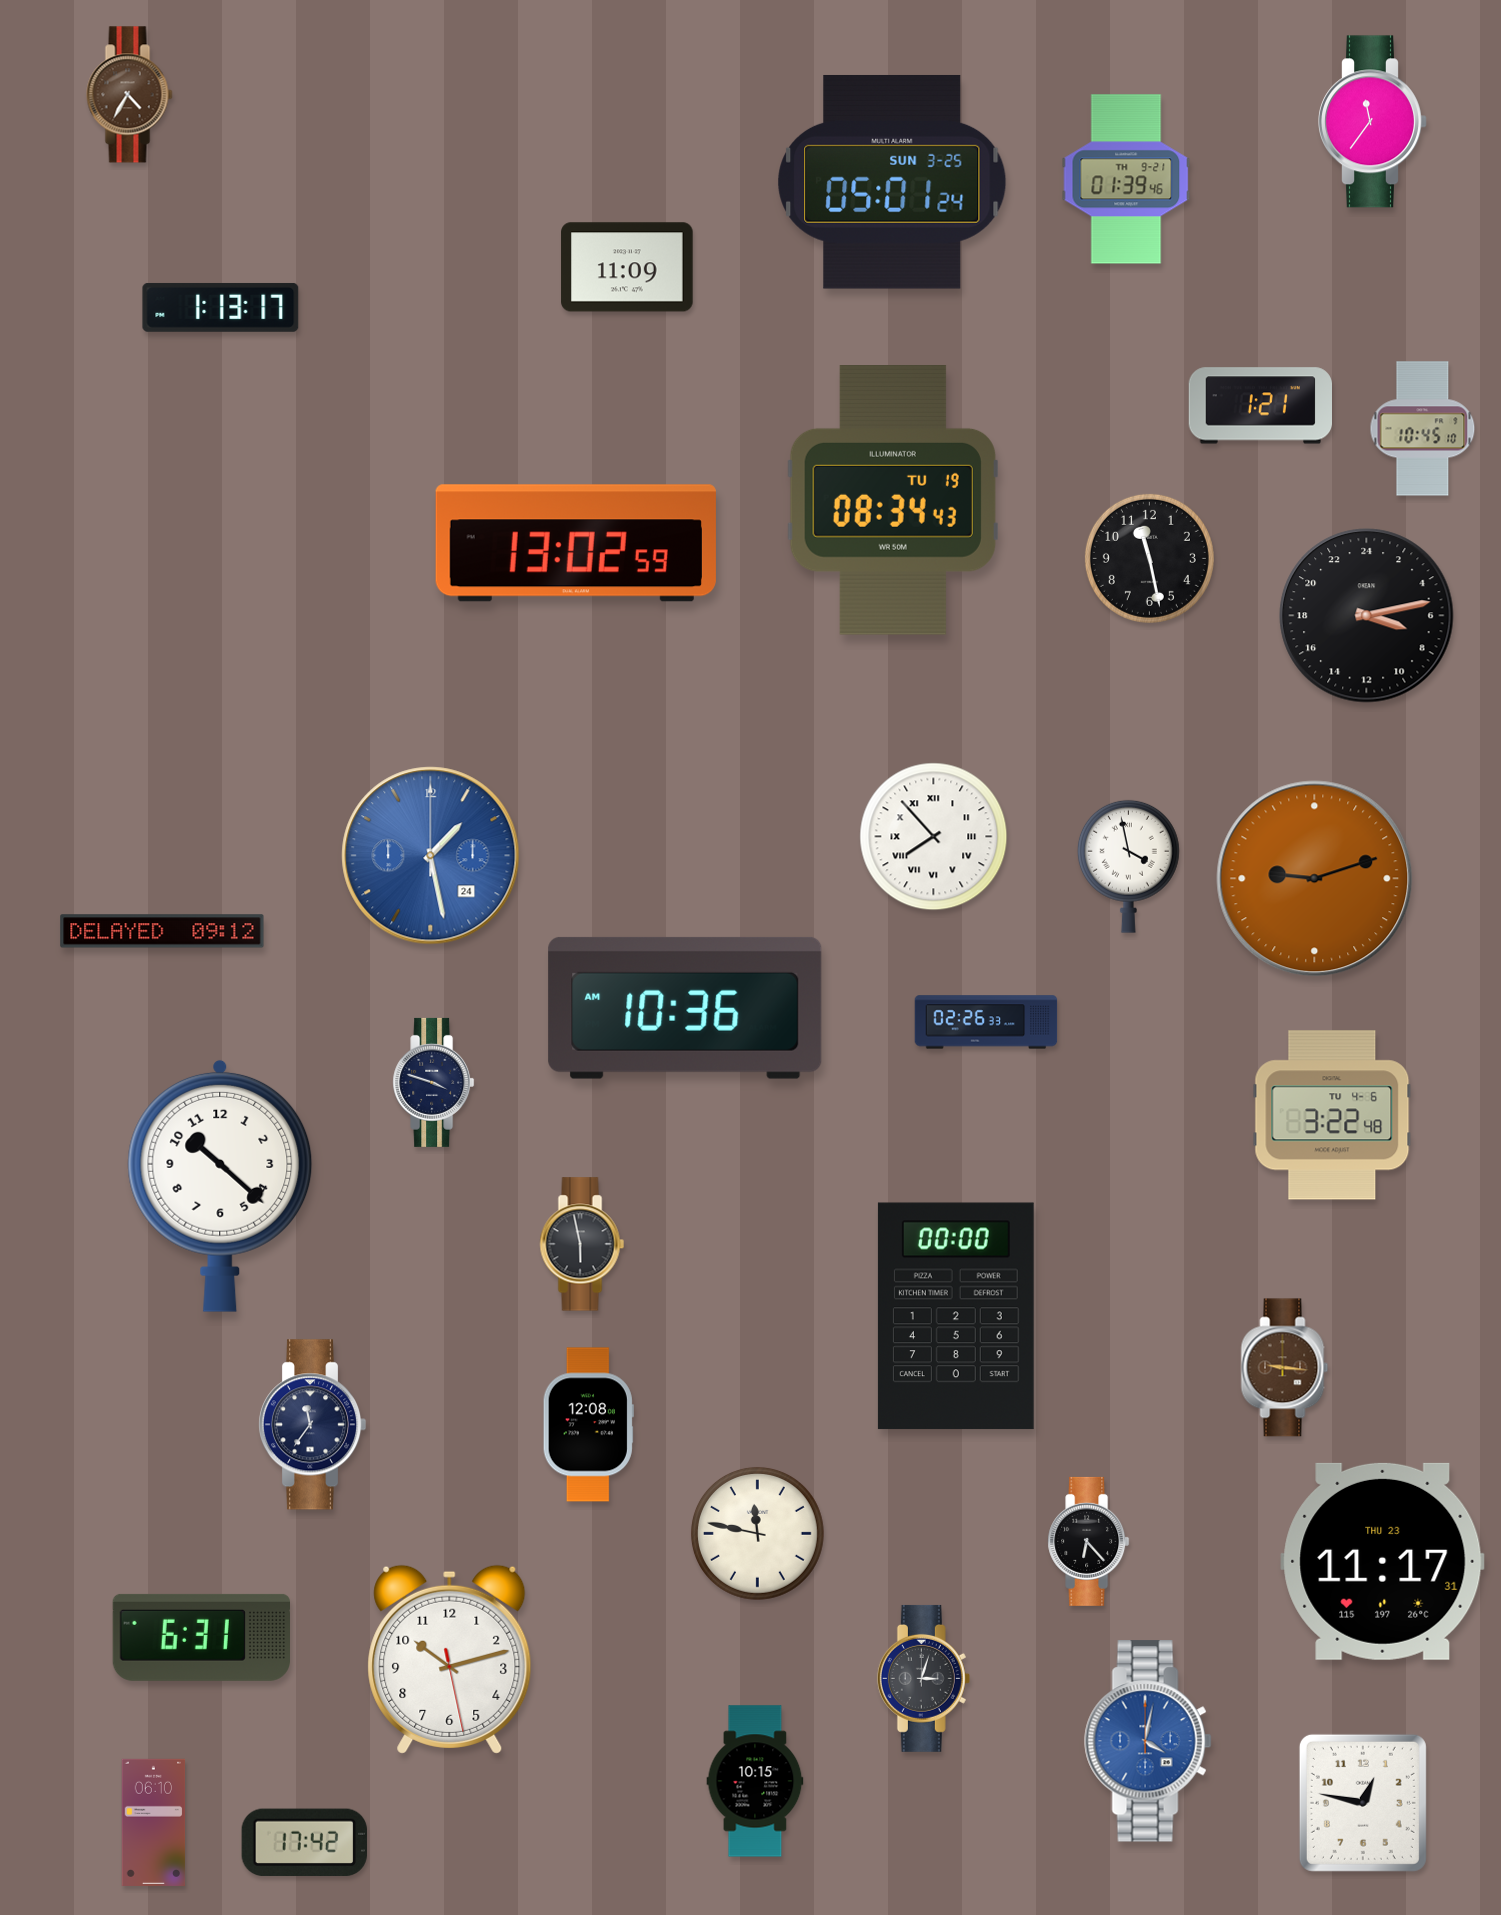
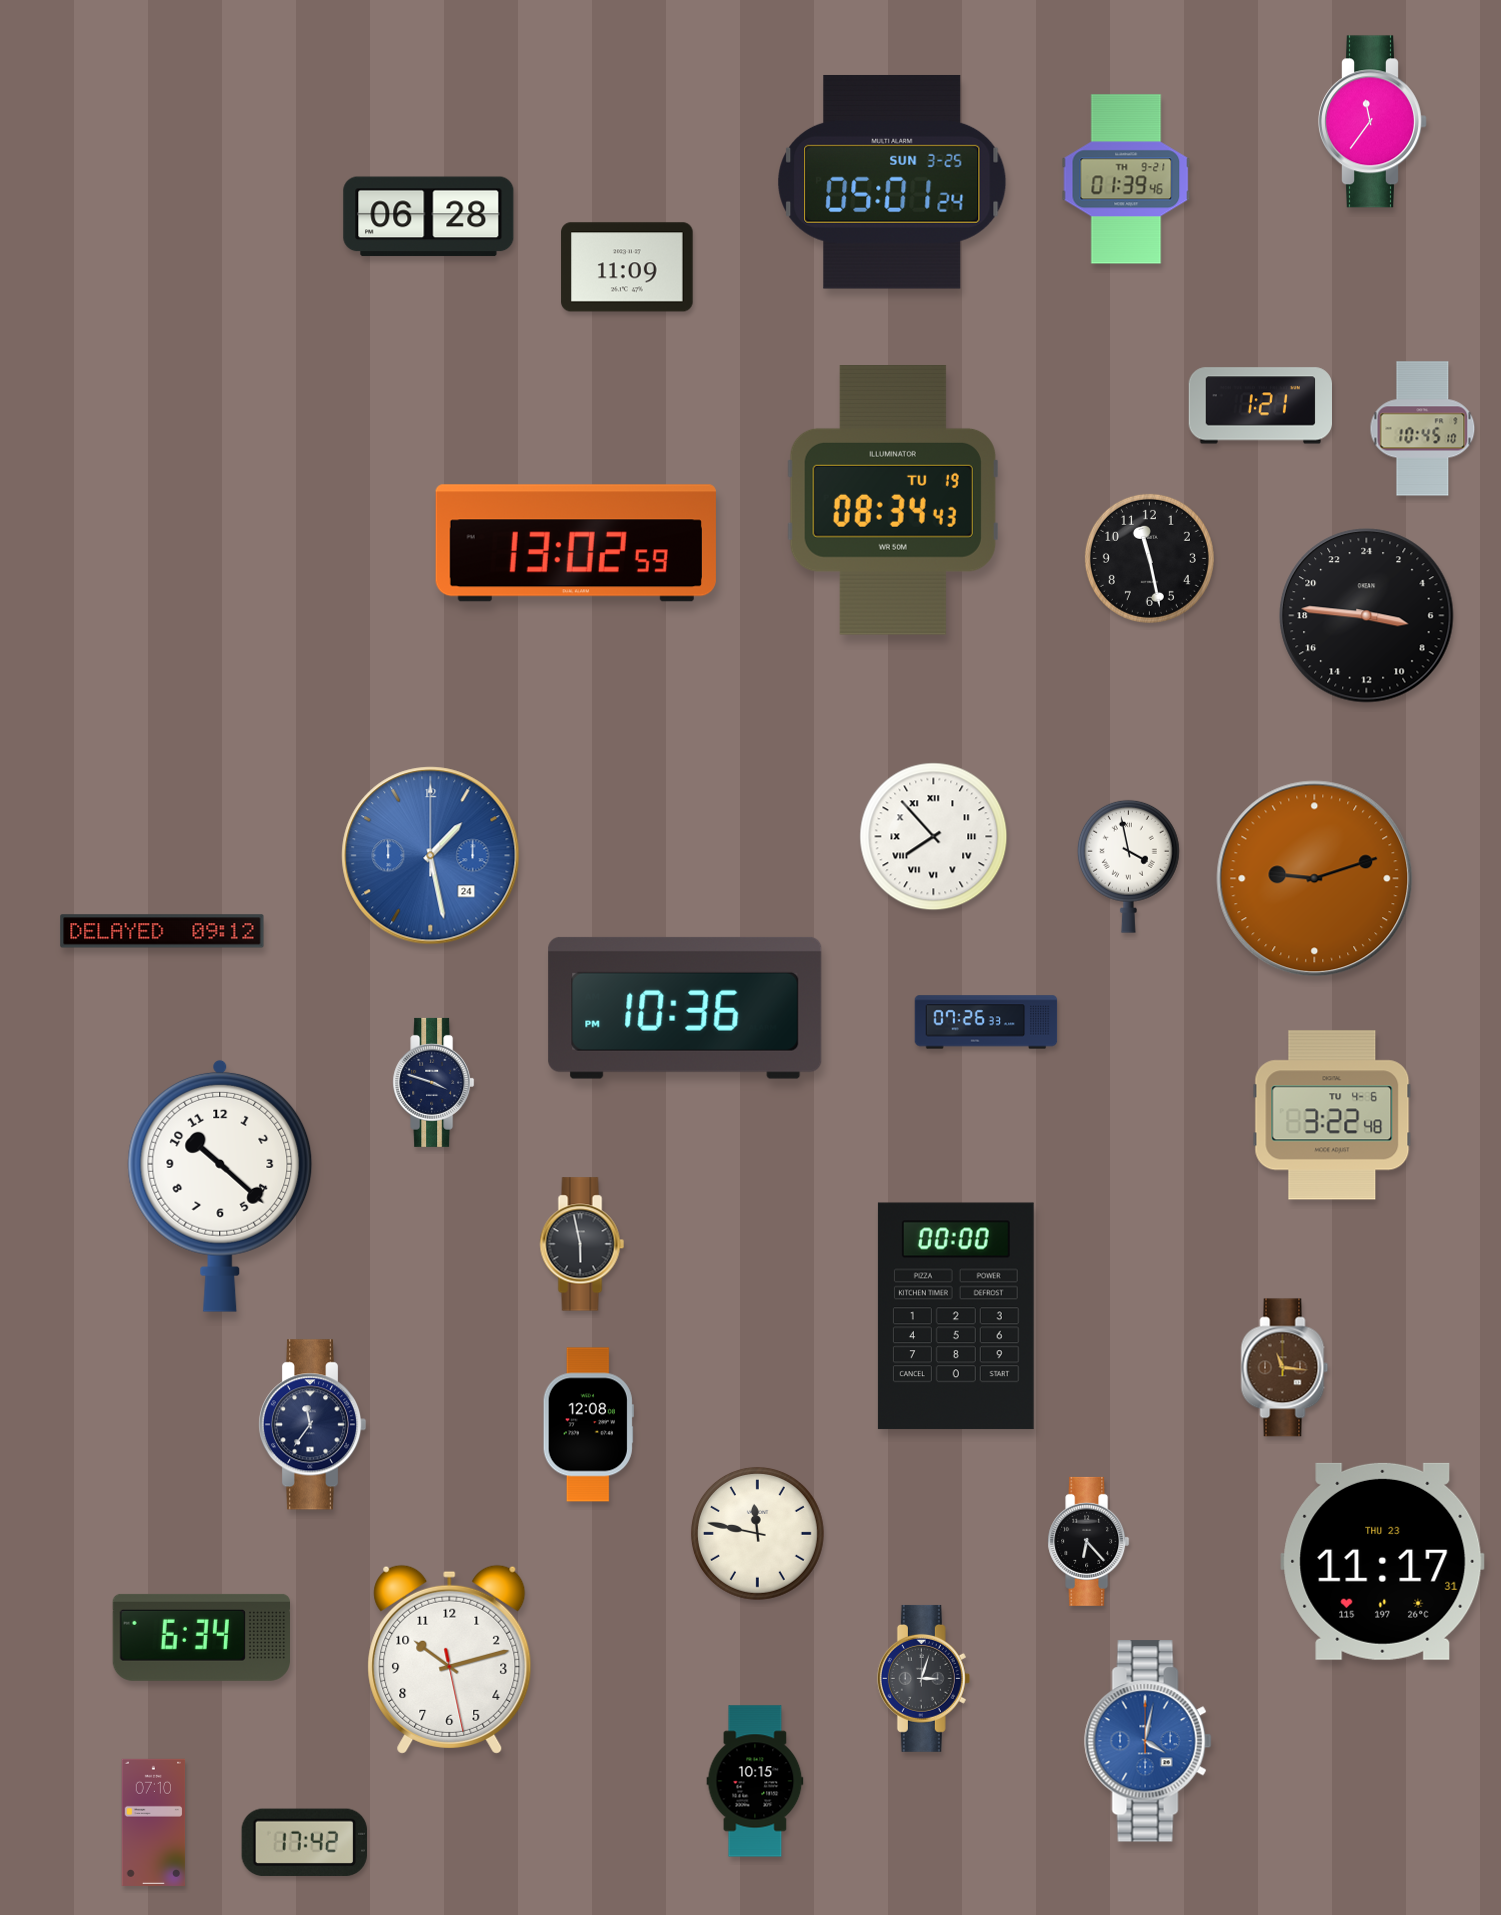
clock at (130, 95): 4:35 -> none
clock at (429, 217): none -> 06:28
clock at (221, 307): 1:13 -> none
clock at (1367, 616): 7:13 -> 6:46
clock at (685, 1008): 10:36 AM -> 10:36 PM
clock at (986, 1022): 02:26 -> 07:26
clock at (1285, 1368): 9:16 -> 11:16
clock at (201, 1637): 6:31 -> 6:34
clock at (1363, 1803): 12:47 -> none
clock at (154, 1822): 06:10 -> 07:10
